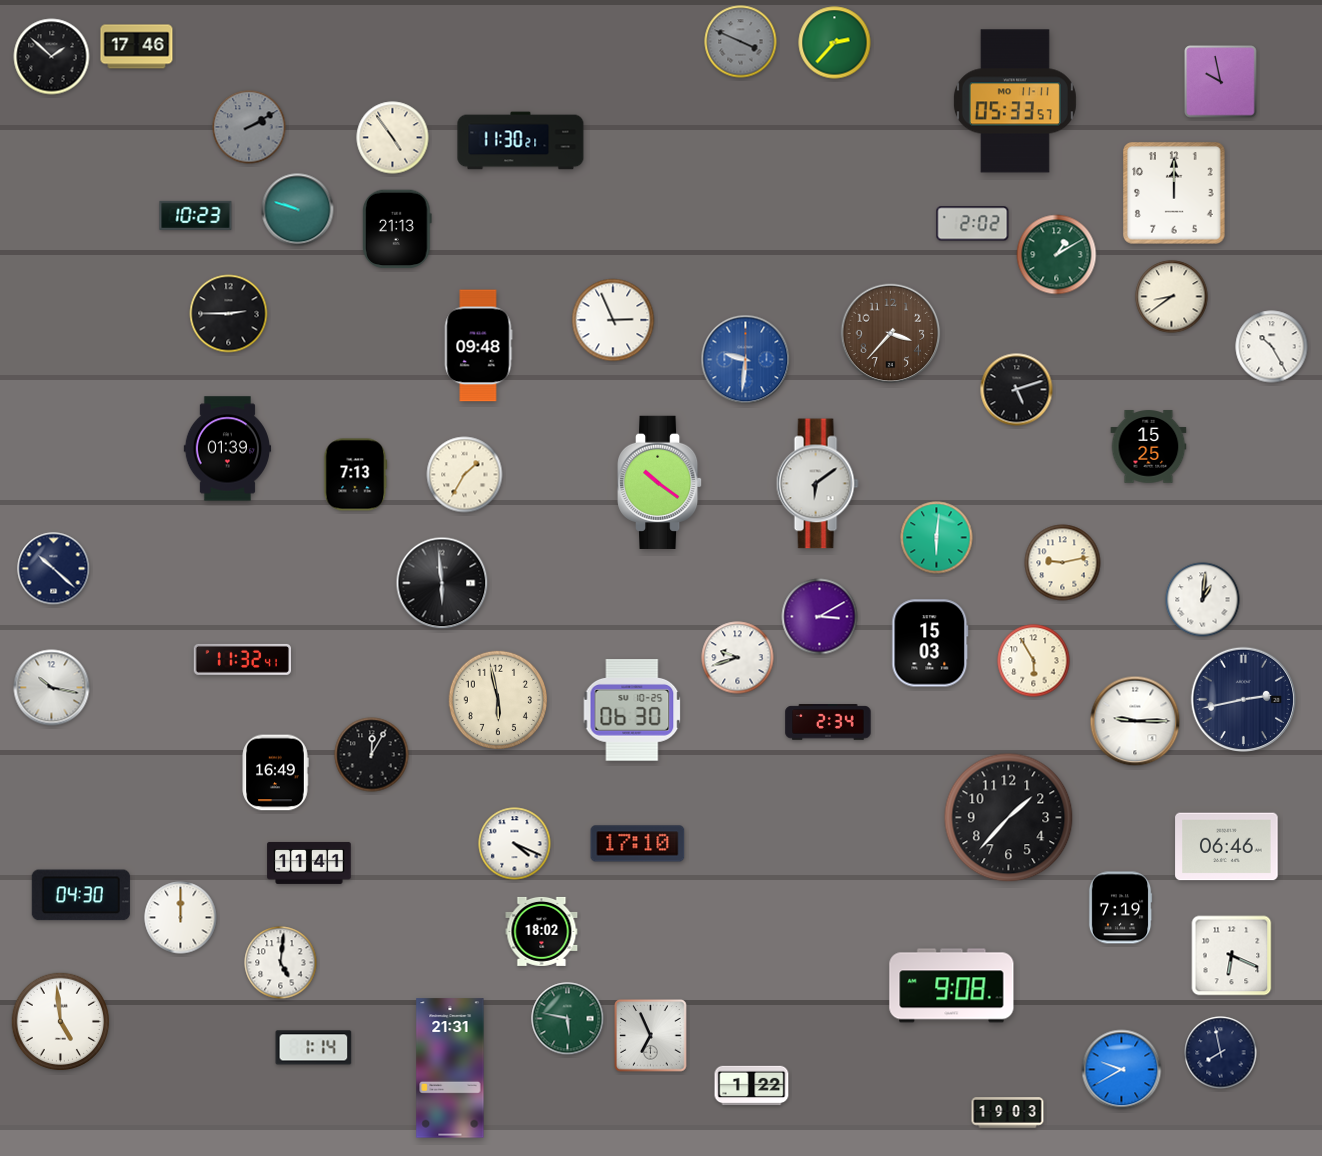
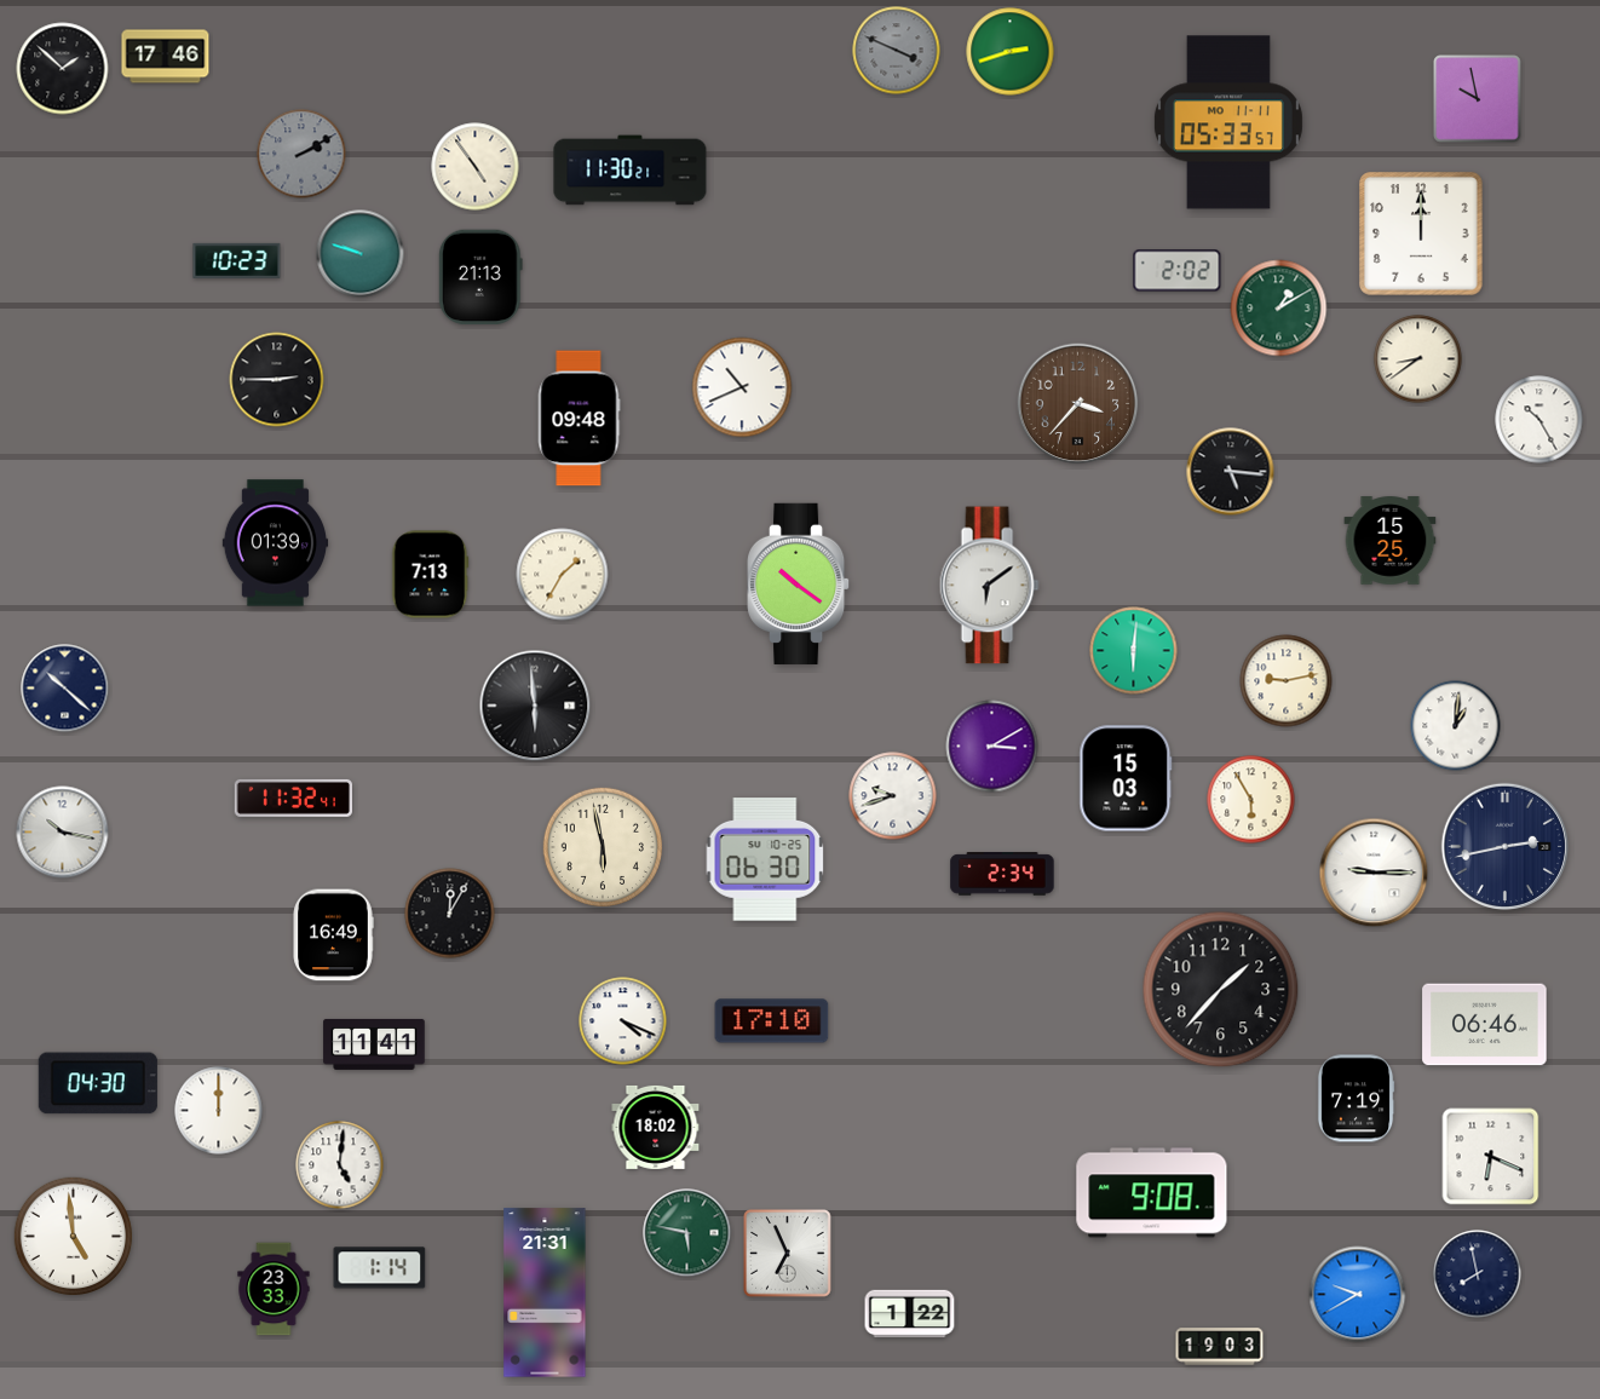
clock at (835, 43): 2:37 -> 2:42
clock at (613, 320): 2:56 -> 10:41
clock at (746, 360): 9:31 -> none
clock at (1017, 390): 5:12 -> 5:16
clock at (274, 1289): none -> 23:33
